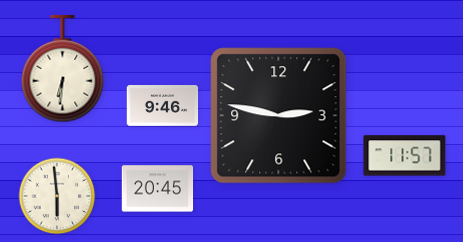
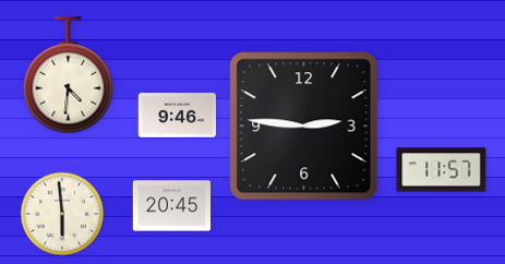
clock at (63, 69): 6:31 -> 4:31
clock at (279, 116): 2:47 -> 2:46
